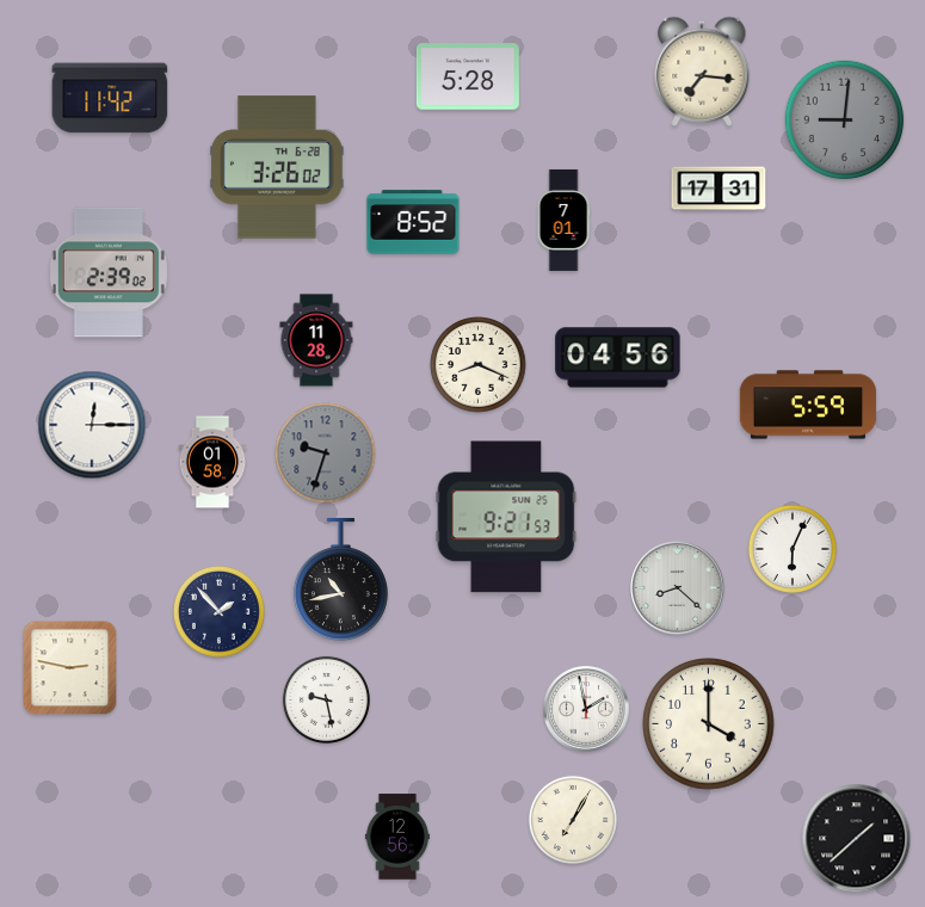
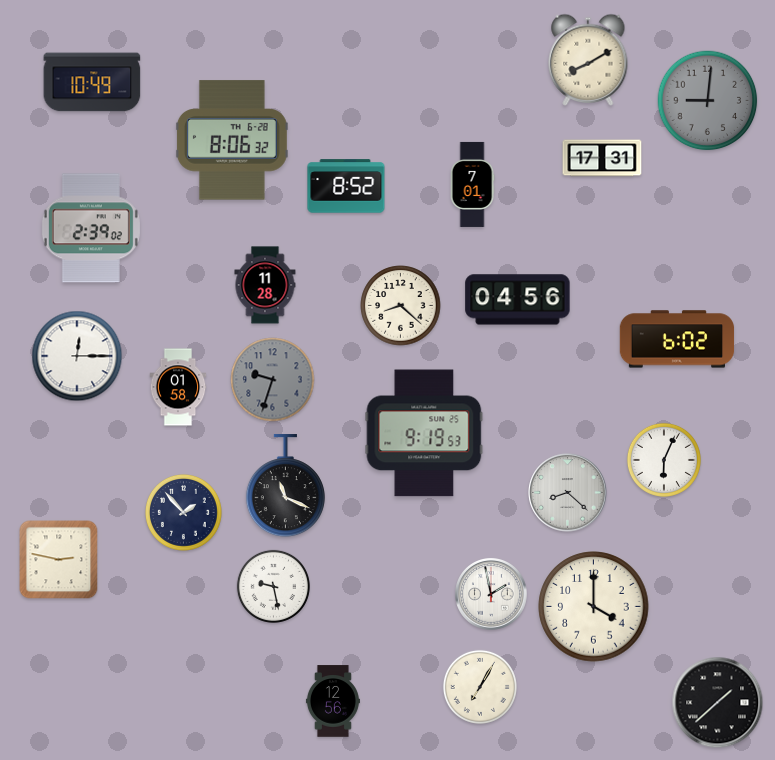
clock at (702, 72): 7:16 -> 8:10
clock at (468, 76): 5:28 -> none
clock at (110, 98): 11:42 -> 10:49
clock at (277, 167): 3:26 -> 8:06
clock at (479, 365): 8:19 -> 8:22
clock at (808, 405): 5:59 -> 6:02
clock at (506, 517): 9:21 -> 9:19
clock at (340, 580): 10:43 -> 11:19
